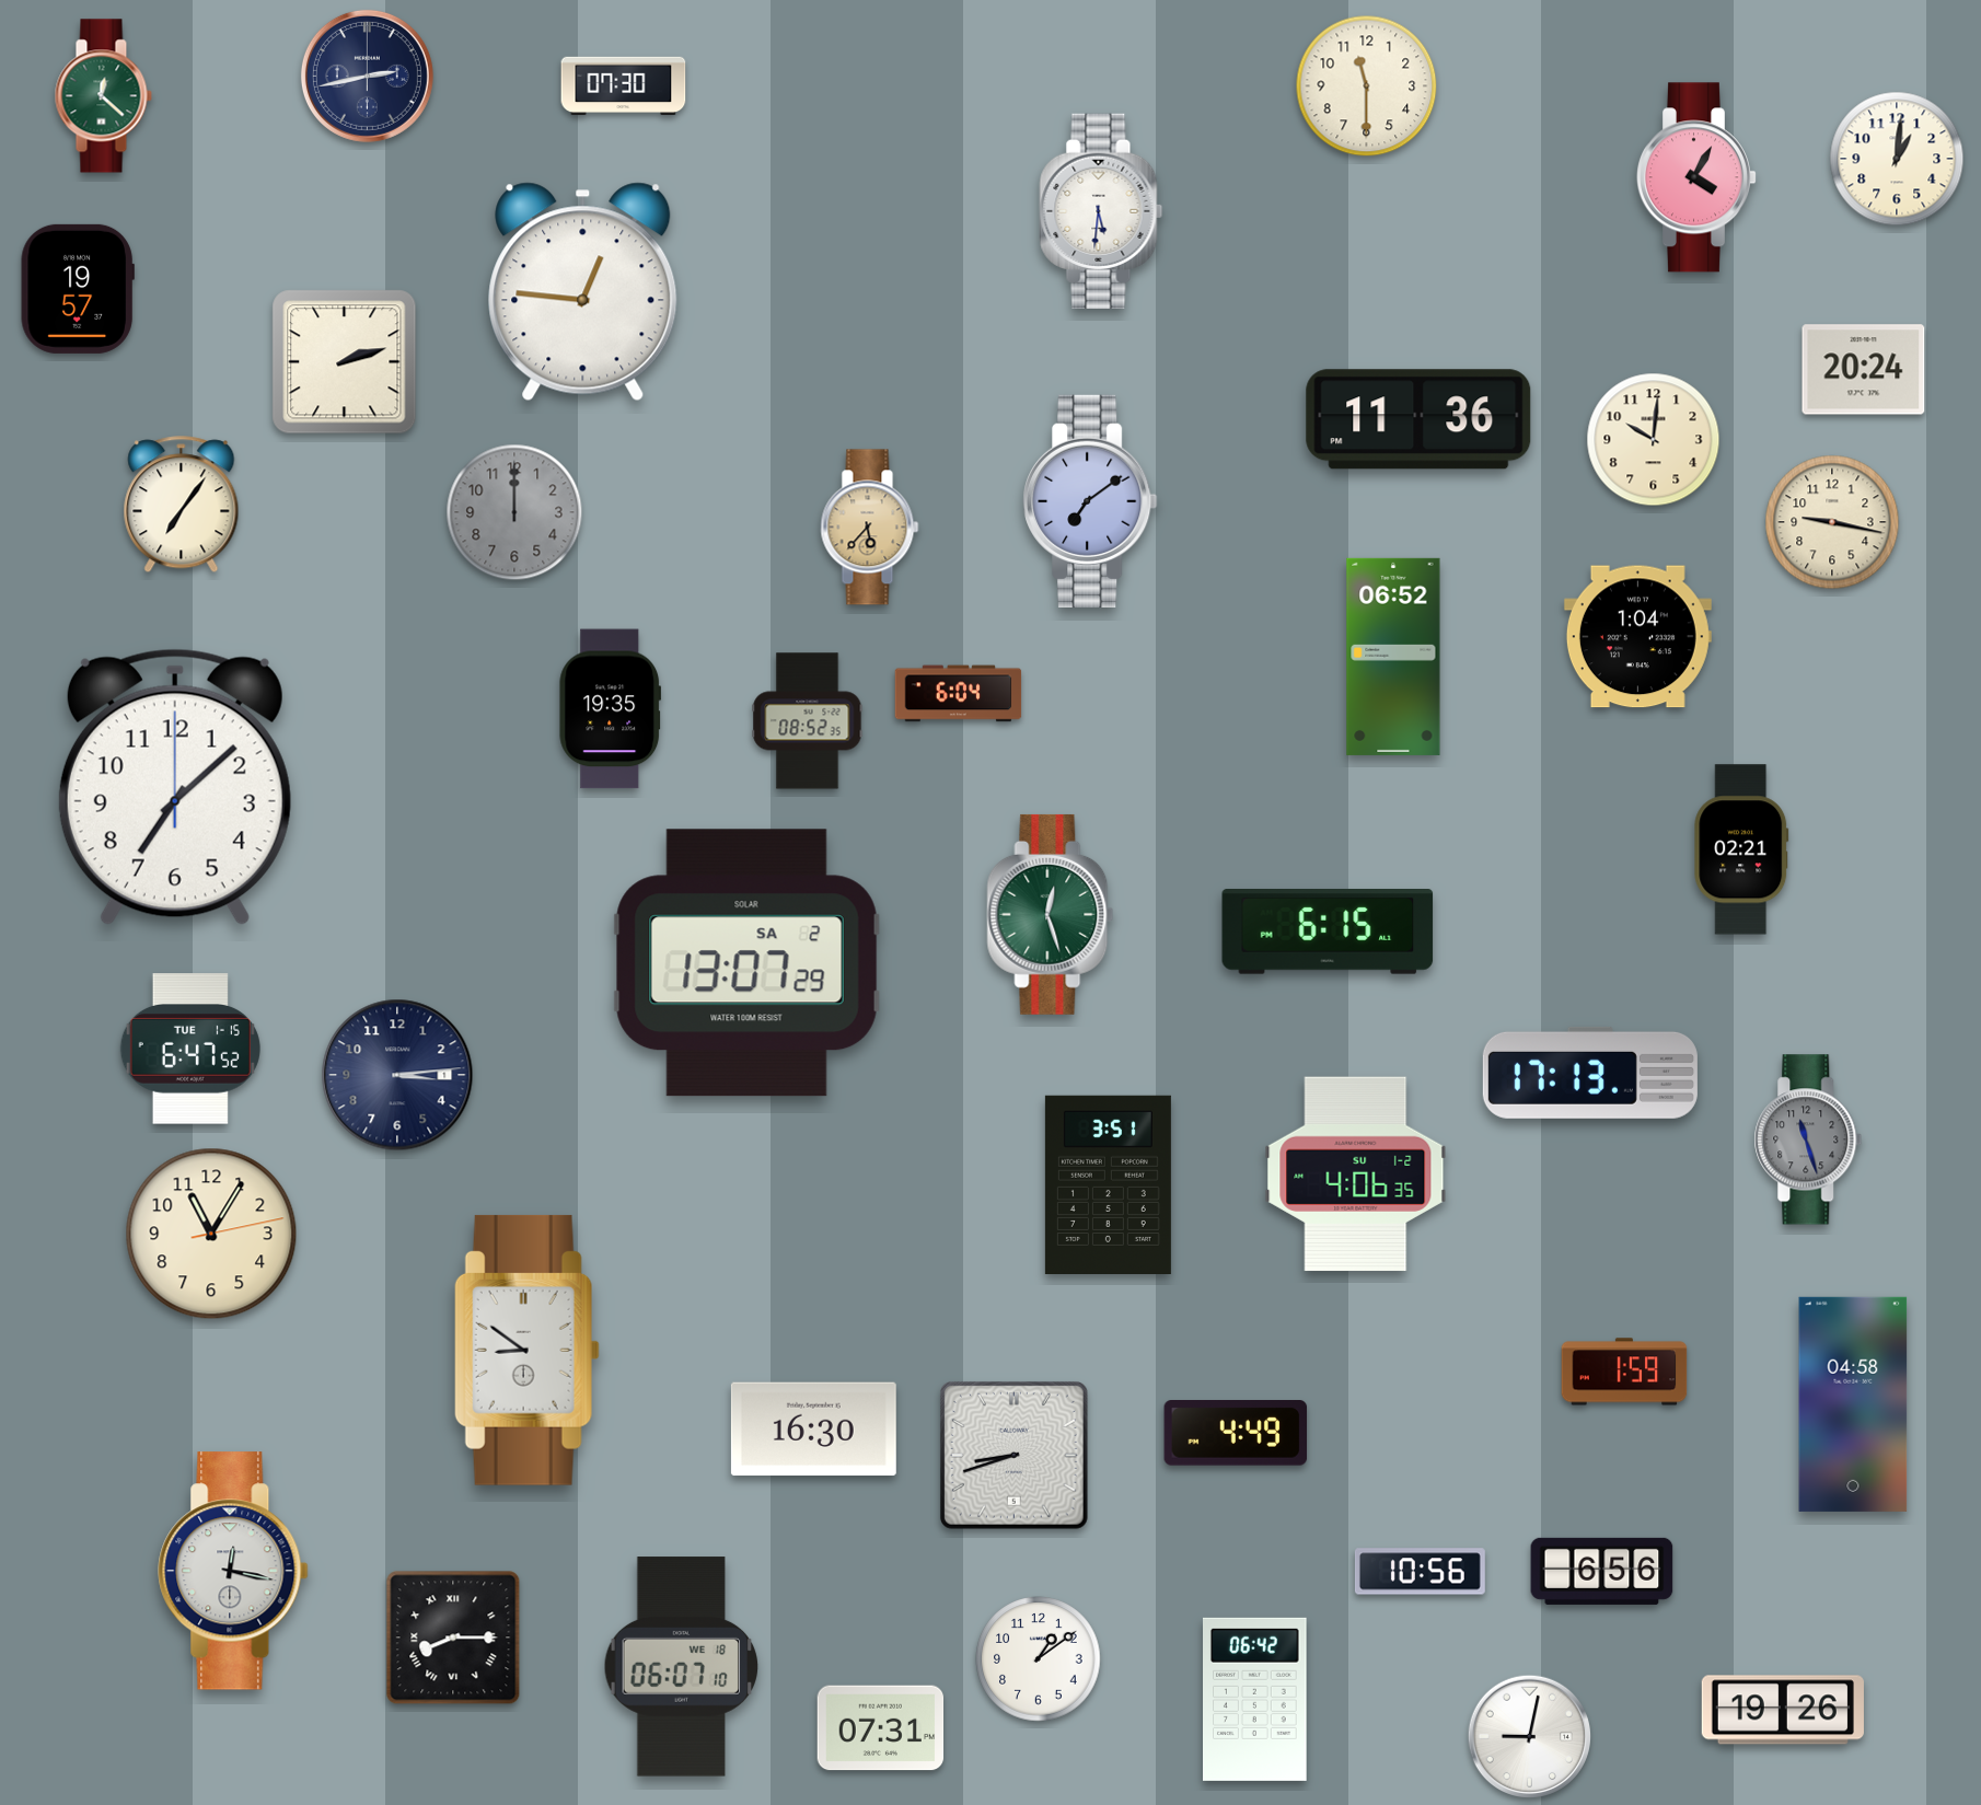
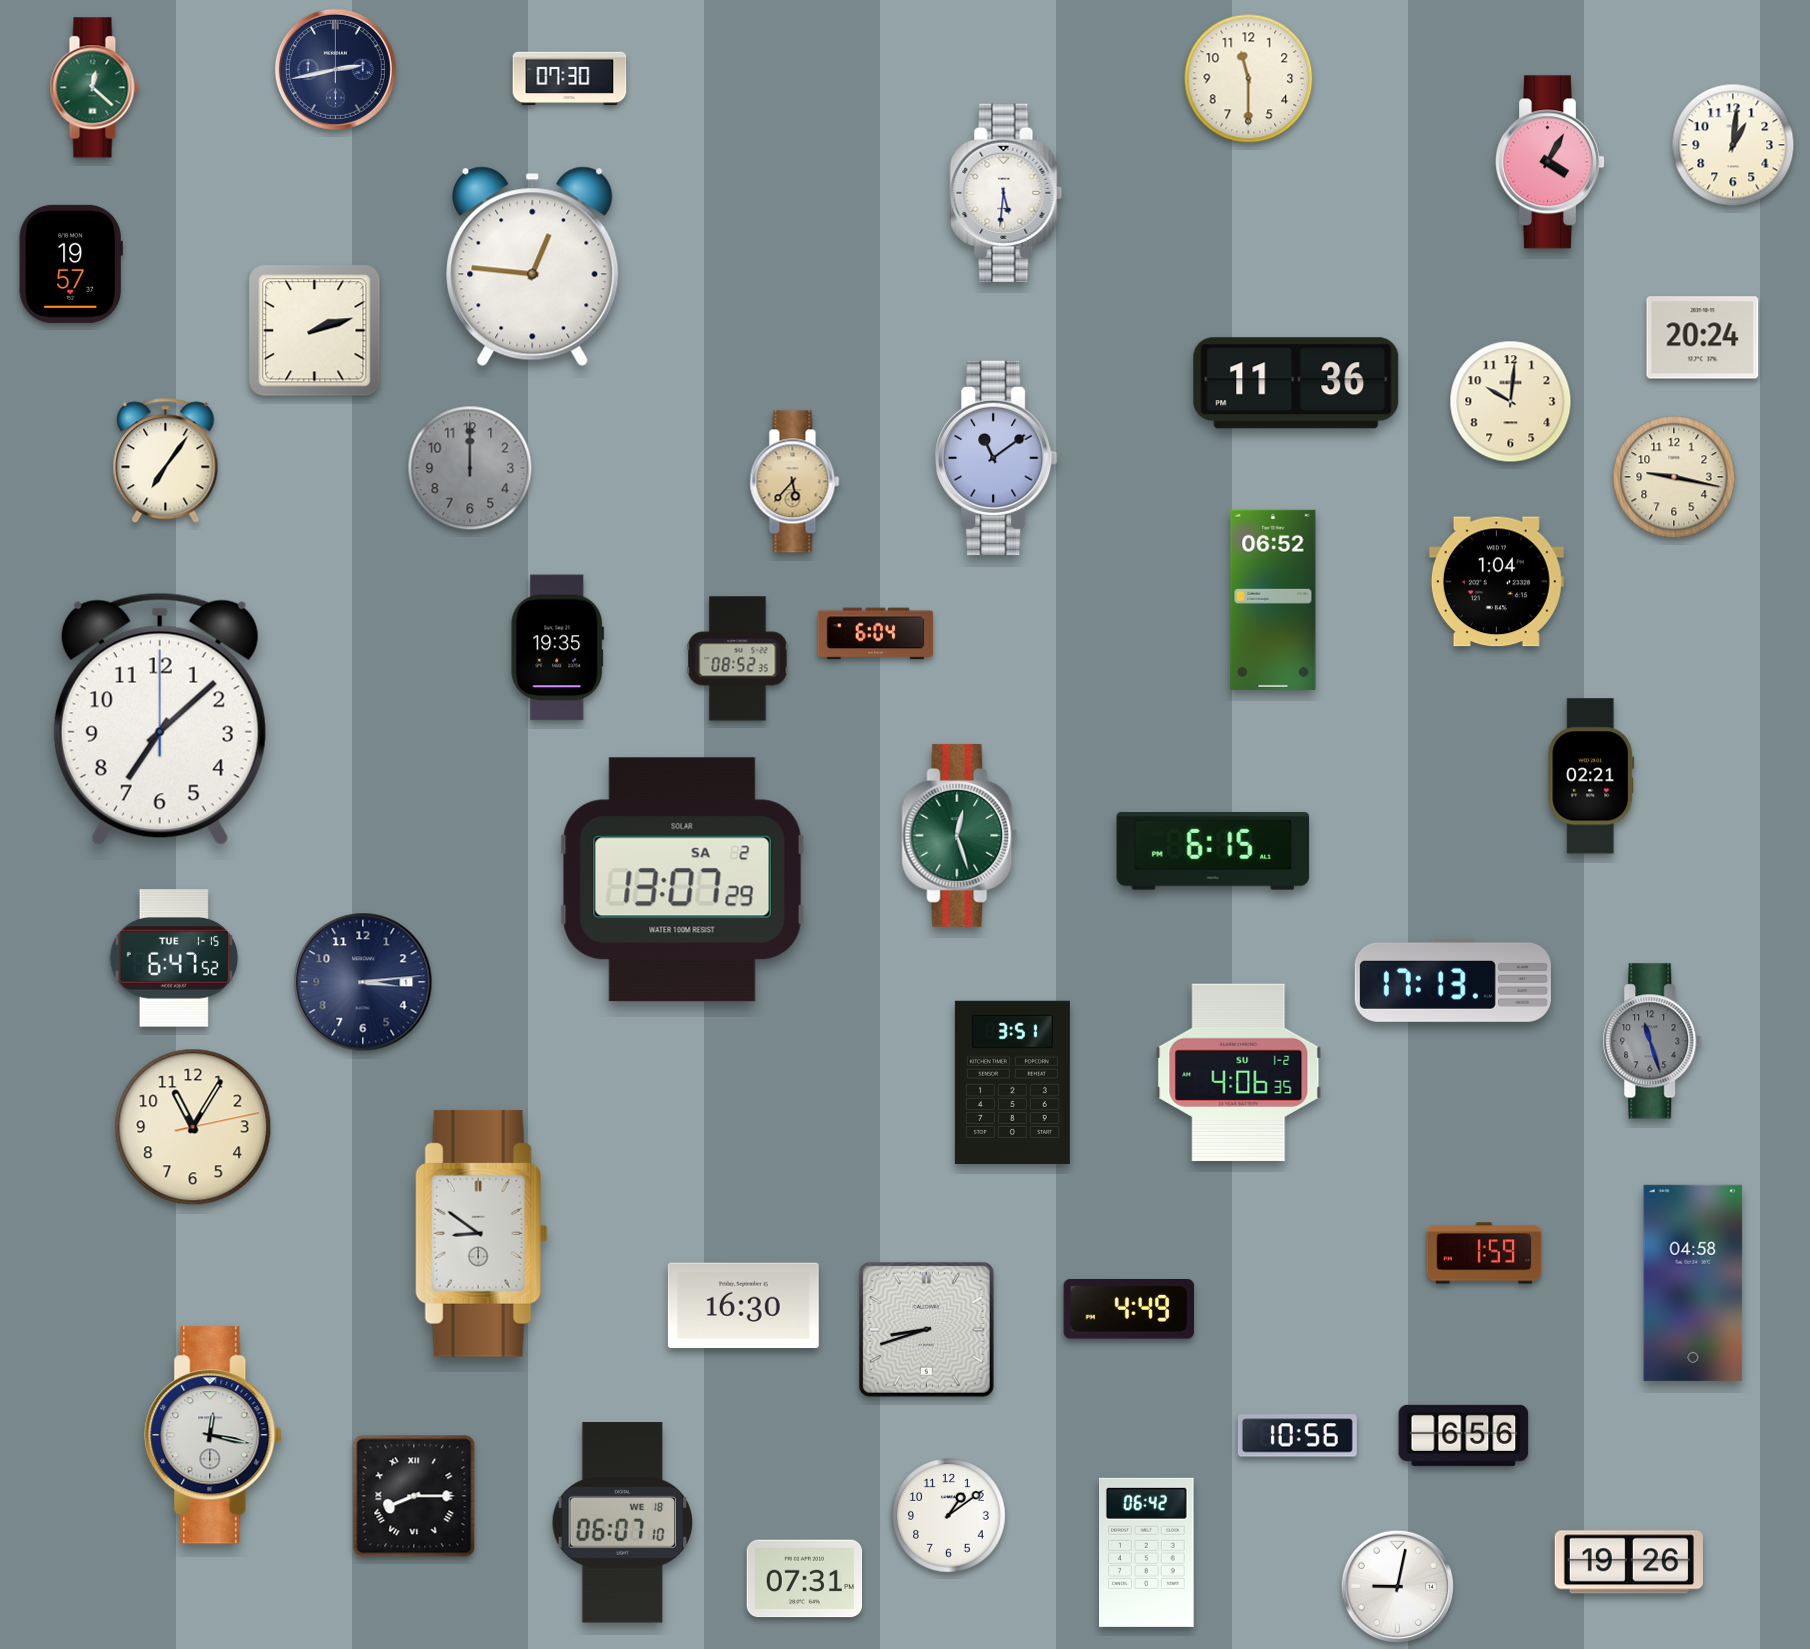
clock at (1090, 501): 7:09 -> 11:09
